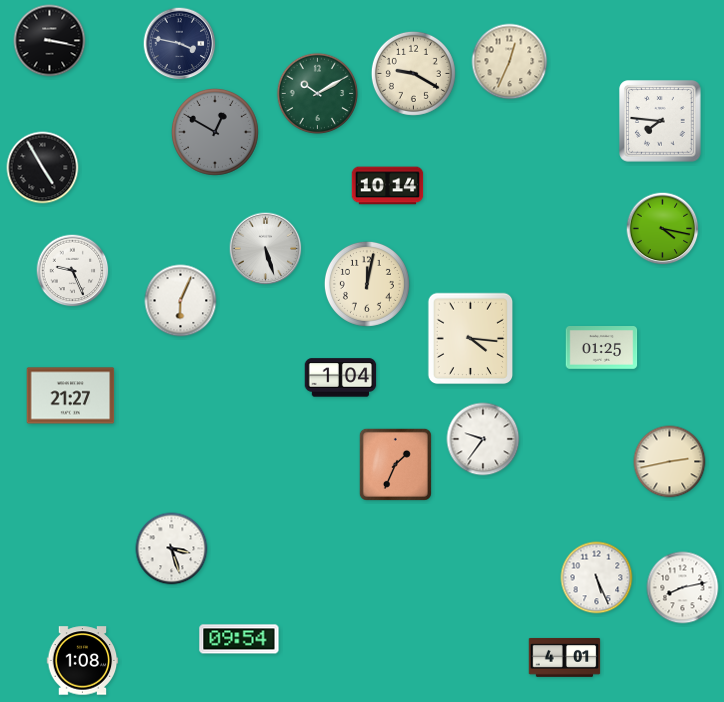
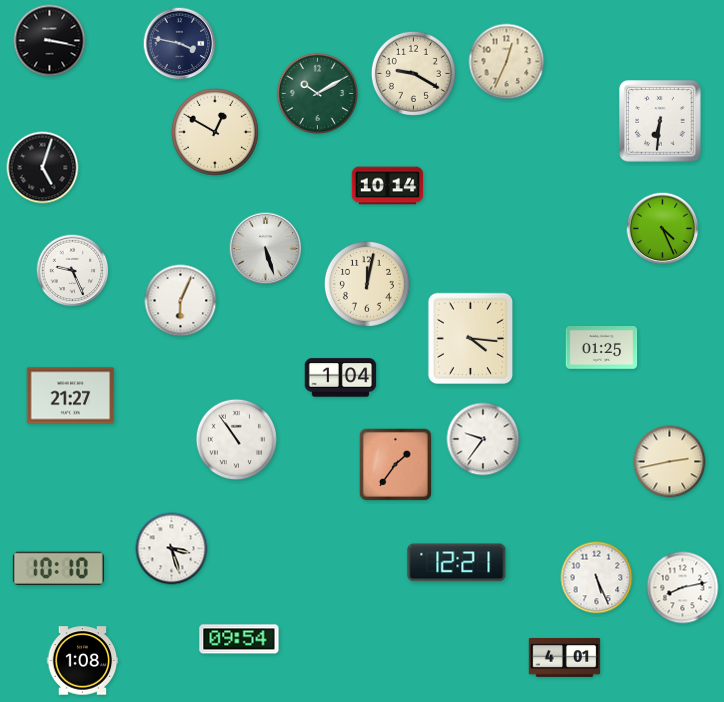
clock at (510, 62) position: (510, 62) -> (507, 62)
clock at (660, 121): 7:46 -> 6:31
clock at (215, 132) dial: grey -> cream
clock at (43, 168): 4:55 -> 5:03
clock at (663, 229): 4:17 -> 4:26
clock at (237, 440): none -> 10:54
clock at (395, 464): 1:34 -> 1:36
clock at (457, 563): none -> 12:21
clock at (58, 568): none -> 10:10
